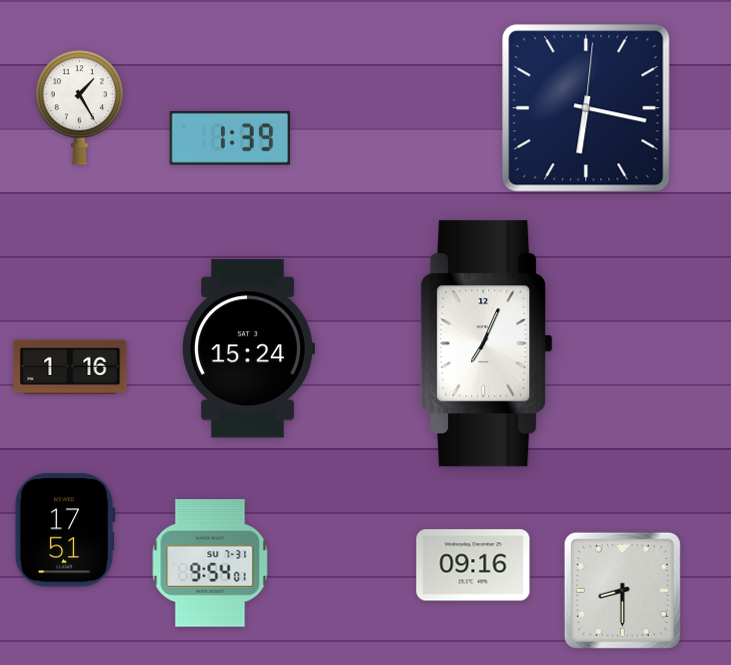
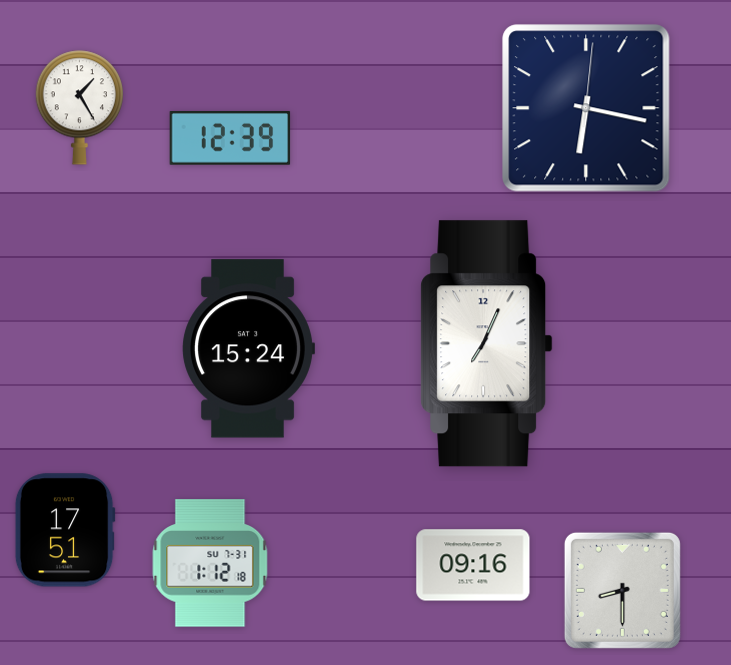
clock at (230, 139): 1:39 -> 12:39
clock at (70, 367): 1:16 -> none
clock at (210, 563): 9:54 -> 1:12
